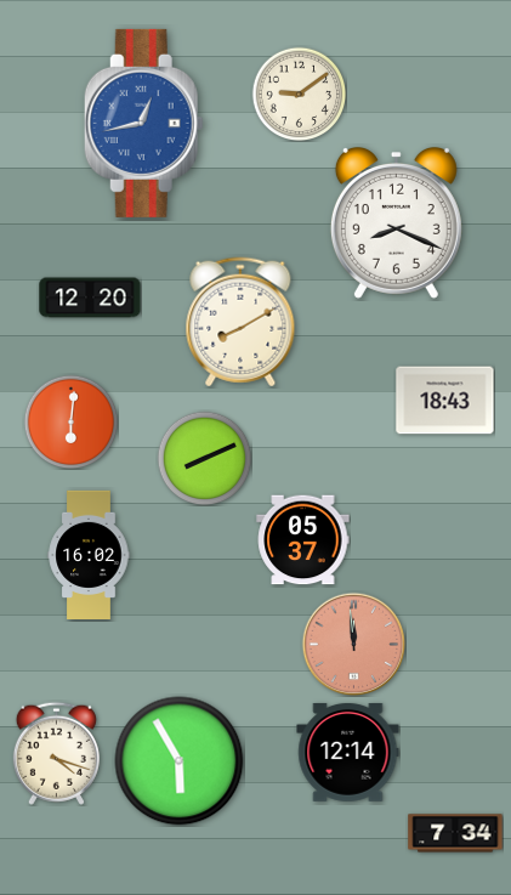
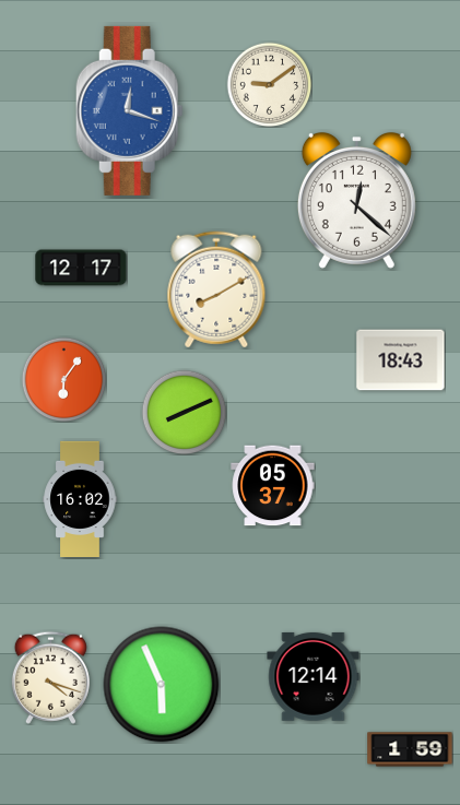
clock at (143, 123): 12:43 -> 12:18
clock at (396, 223): 8:19 -> 12:22
clock at (90, 298): 12:20 -> 12:17
clock at (70, 421): 6:01 -> 6:06
clock at (353, 644): 11:59 -> none
clock at (180, 761): 5:55 -> 5:56
clock at (455, 833): 7:34 -> 1:59
